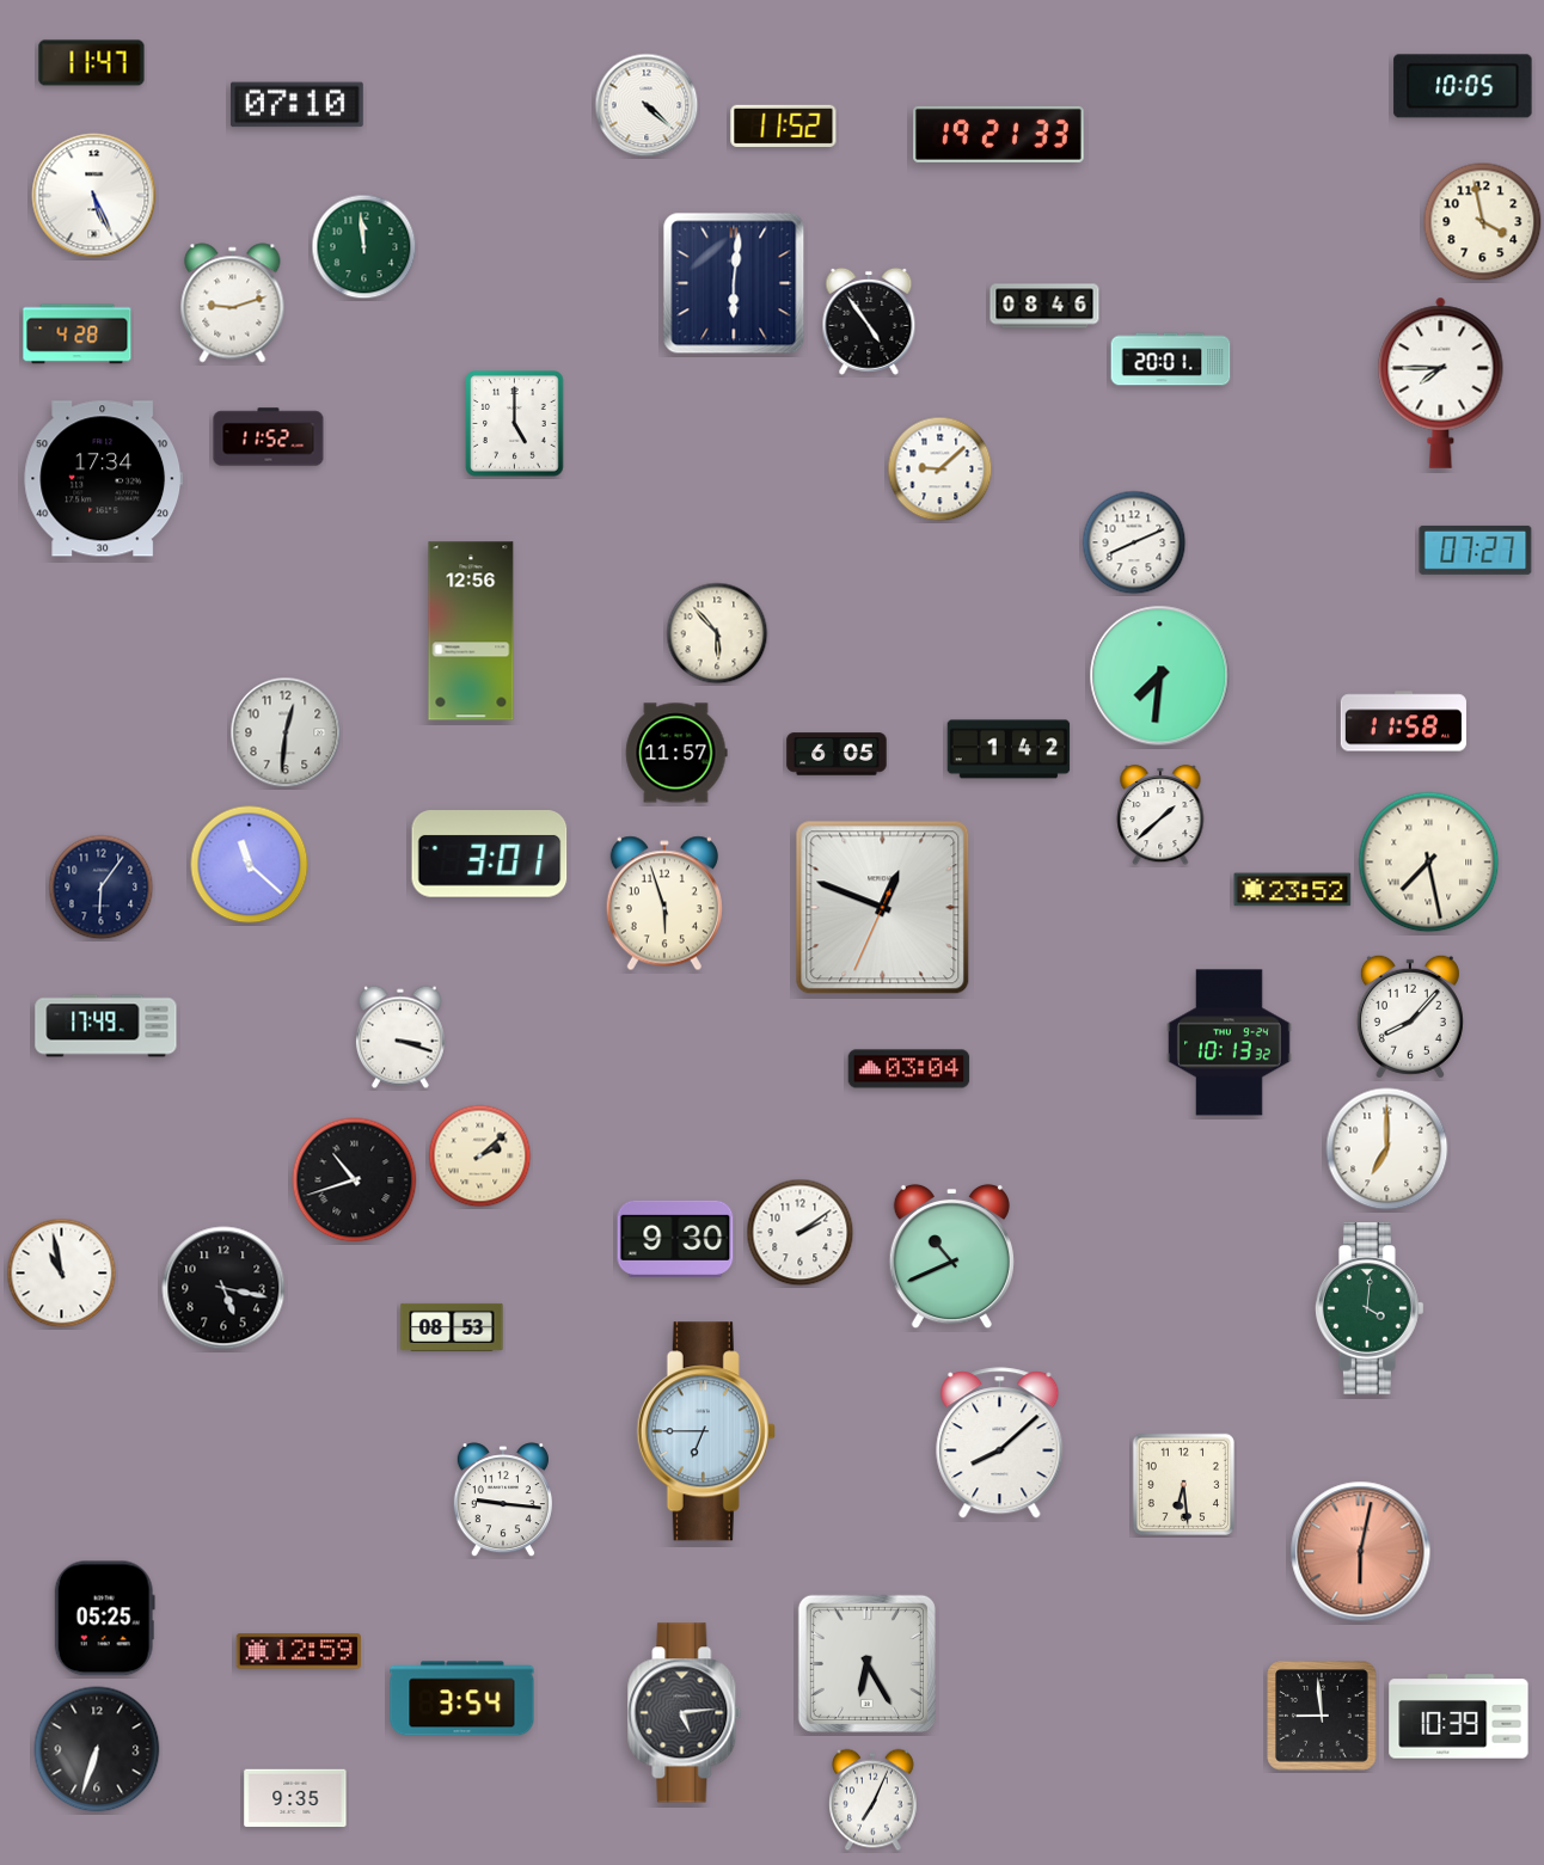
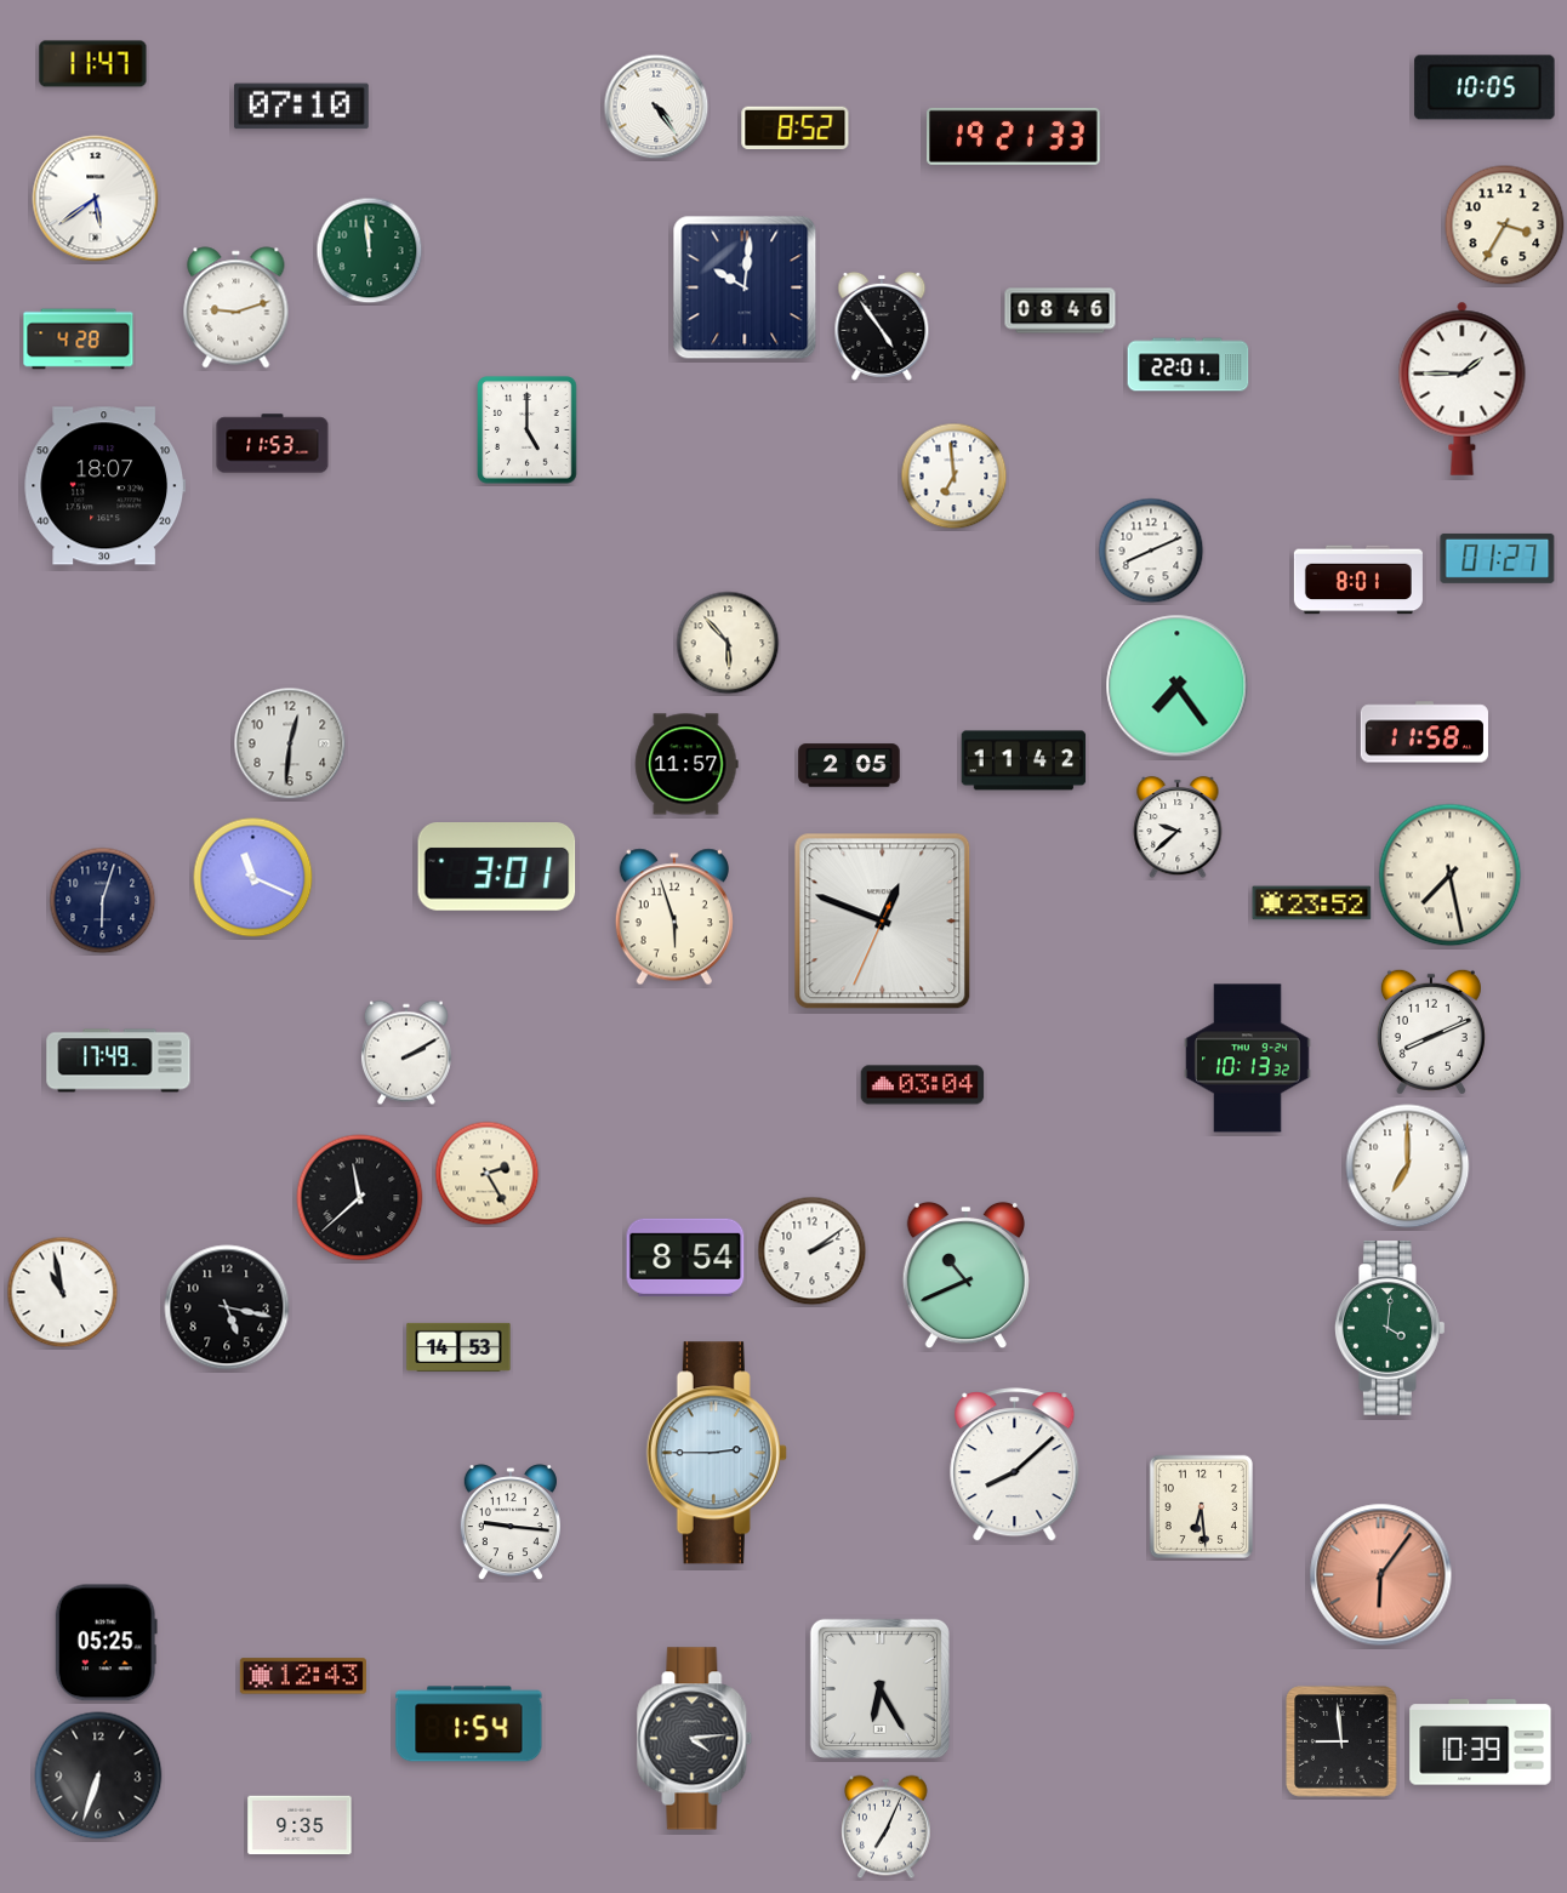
clock at (647, 105): 4:22 -> 4:24
clock at (784, 125): 11:52 -> 8:52
clock at (94, 196): 5:26 -> 5:39
clock at (1483, 222): 3:58 -> 3:35
clock at (734, 283): 6:01 -> 10:01
clock at (1171, 360): 20:01 -> 22:01
clock at (1441, 382): 7:45 -> 1:45
clock at (515, 424) position: (515, 424) -> (528, 431)
clock at (269, 437): 11:52 -> 11:53
clock at (941, 470): 9:08 -> 6:59
clock at (103, 479): 17:34 -> 18:07
clock at (1476, 550): 07:27 -> 01:27
clock at (1358, 580): none -> 8:01
clock at (471, 631): 12:56 -> none
clock at (1160, 676): 7:31 -> 7:24
clock at (1009, 749): 1:42 -> 11:42
clock at (837, 754): 6:05 -> 2:05
clock at (1160, 815): 1:38 -> 9:38
clock at (250, 865): 11:22 -> 11:19
clock at (102, 888): 6:06 -> 6:03
clock at (883, 908) position: (883, 908) -> (883, 922)
clock at (1410, 1017): 8:07 -> 8:11
clock at (106, 1026) position: (106, 1026) -> (119, 1061)
clock at (400, 1037): 3:18 -> 2:10
clock at (480, 1157): 2:08 -> 2:25
clock at (355, 1180): 10:42 -> 11:38
clock at (675, 1239): 9:30 -> 8:54
clock at (452, 1327): 08:53 -> 14:53
clock at (706, 1431): 6:45 -> 2:45
clock at (1361, 1552): 6:02 -> 6:06
clock at (298, 1651): 12:59 -> 12:43
clock at (462, 1699): 3:54 -> 1:54
clock at (685, 1713): 5:14 -> 4:14
